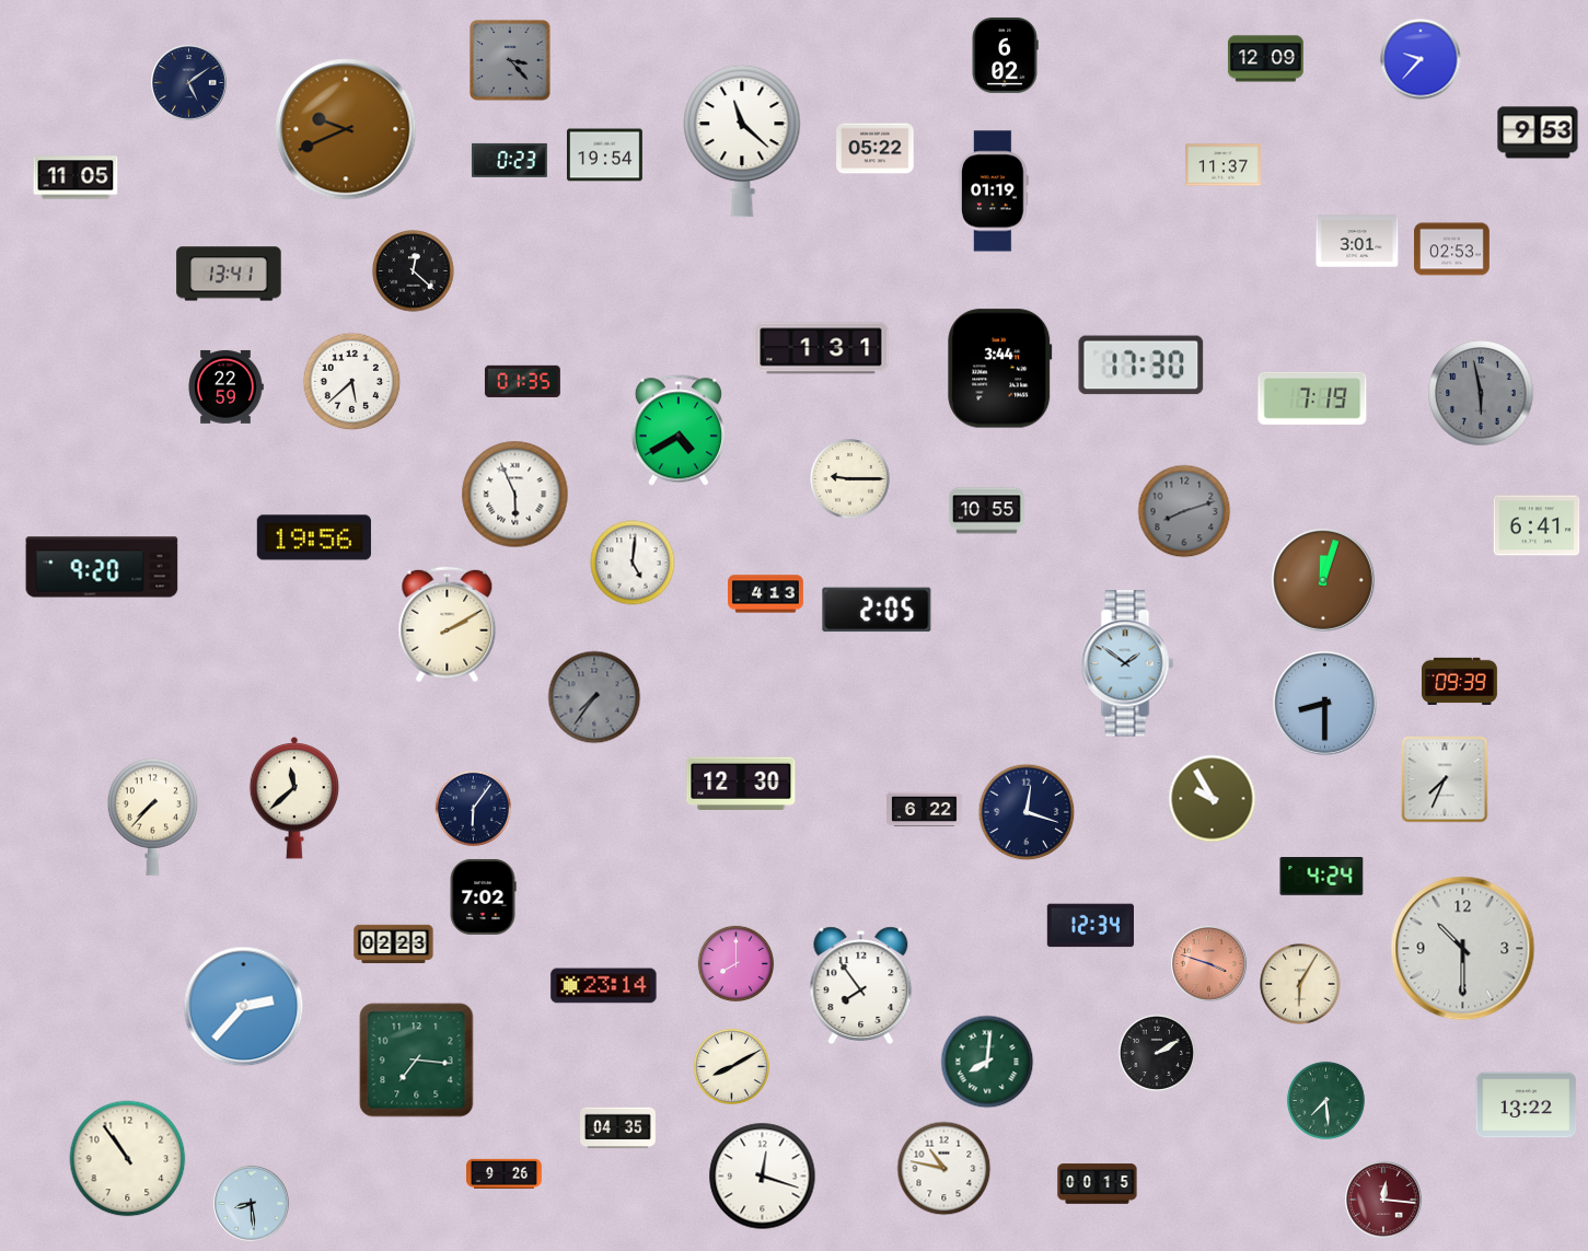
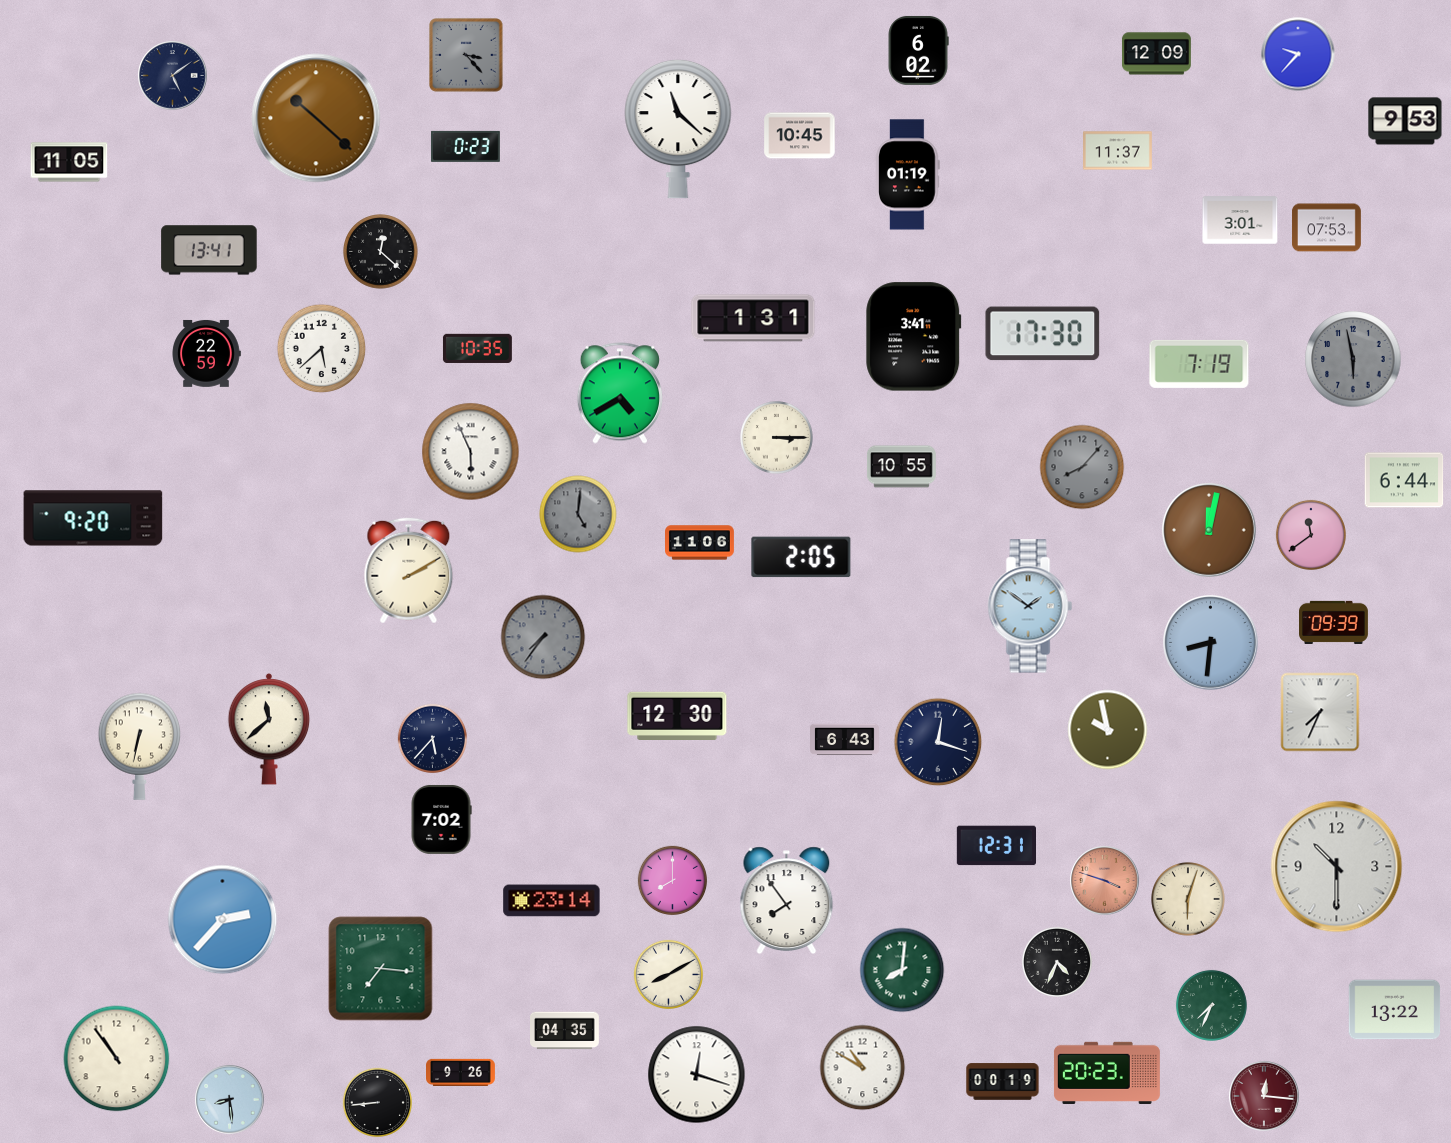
clock at (346, 129): 9:41 -> 10:22
clock at (876, 149): 05:22 -> 10:45
clock at (604, 155): 19:54 -> none
clock at (1452, 250): 02:53 -> 07:53
clock at (414, 271) position: (414, 271) -> (381, 252)
clock at (821, 348) position: (821, 348) -> (753, 318)
clock at (1000, 369): 3:44 -> 3:41
clock at (522, 381): 01:35 -> 10:35
clock at (850, 479): 9:15 -> 3:15
clock at (1184, 511): 8:12 -> 8:07
clock at (1537, 525): 6:41 -> 6:44
clock at (314, 537): 19:56 -> none
clock at (633, 563) dial: white -> grey
clock at (1324, 581): 12:03 -> 12:02
clock at (1311, 535): none -> 11:39
clock at (766, 594): 4:13 -> 11:06
clock at (1325, 704): 8:30 -> 8:31
clock at (1213, 799): 9:55 -> 9:58
clock at (473, 808): 6:06 -> 5:37
clock at (925, 810): 6:22 -> 6:43
clock at (153, 816): 7:37 -> 6:32
clock at (1322, 877): 4:24 -> none
clock at (1090, 926): 12:34 -> 12:31
clock at (394, 945): 02:23 -> none
clock at (1300, 984): 6:05 -> 6:03
clock at (1157, 1053): 2:10 -> 4:34
clock at (1325, 1100): 7:29 -> 7:34
clock at (944, 1169): 10:47 -> 10:50
clock at (1107, 1073): none -> 20:23
clock at (1098, 1184): 00:15 -> 00:19
clock at (377, 1102): none -> 8:44
